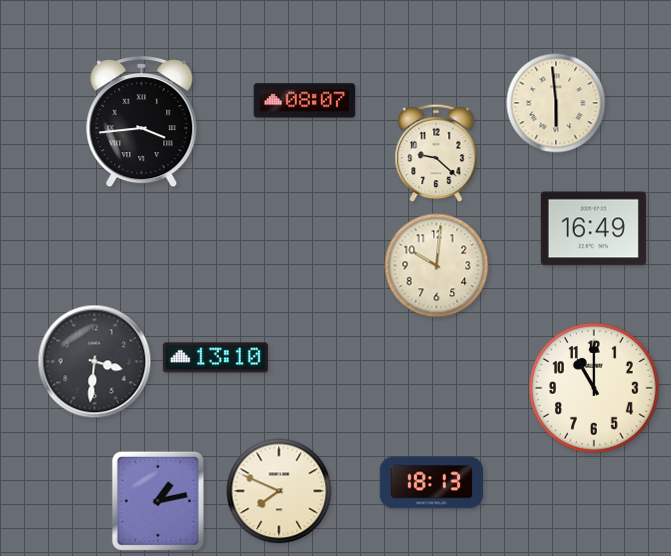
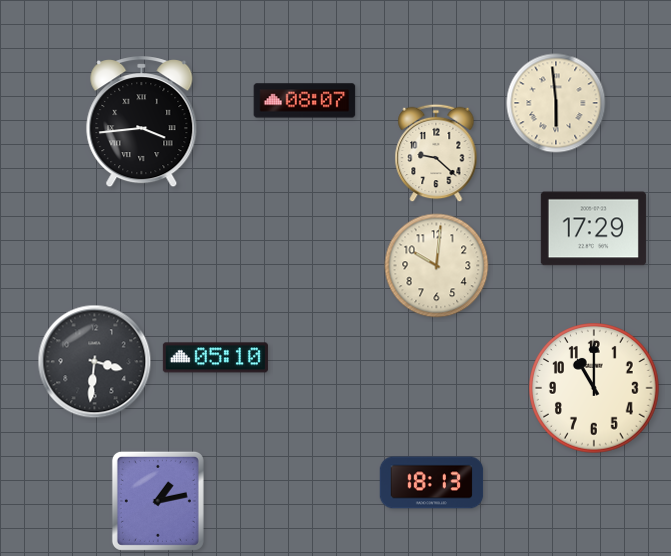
clock at (593, 229): 16:49 -> 17:29
clock at (215, 358): 13:10 -> 05:10
clock at (279, 491): 7:49 -> none
